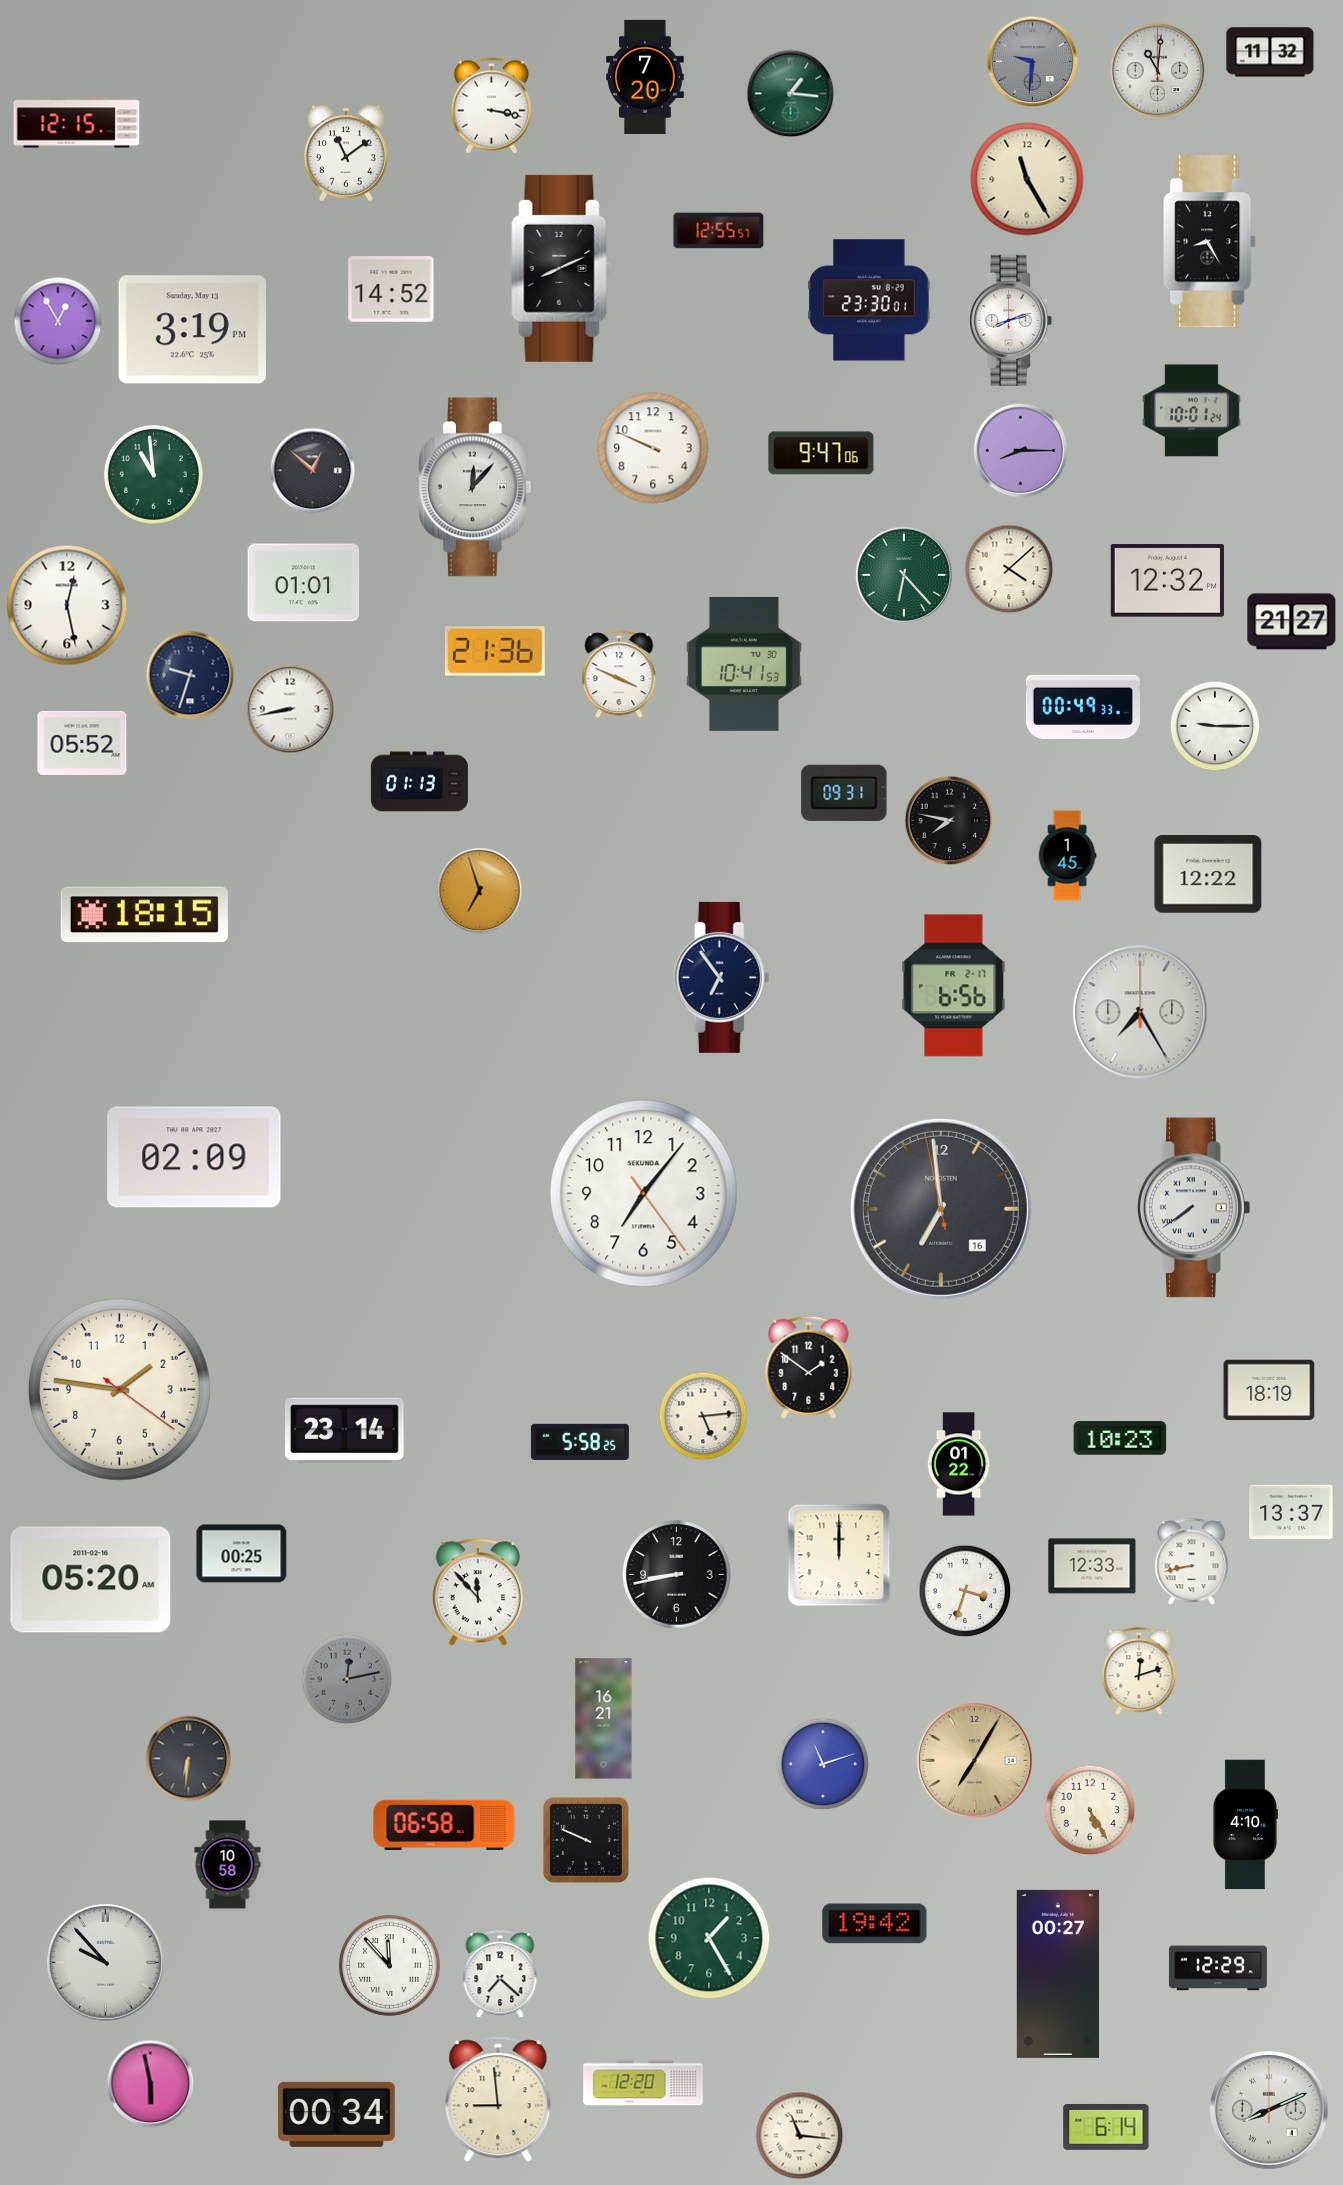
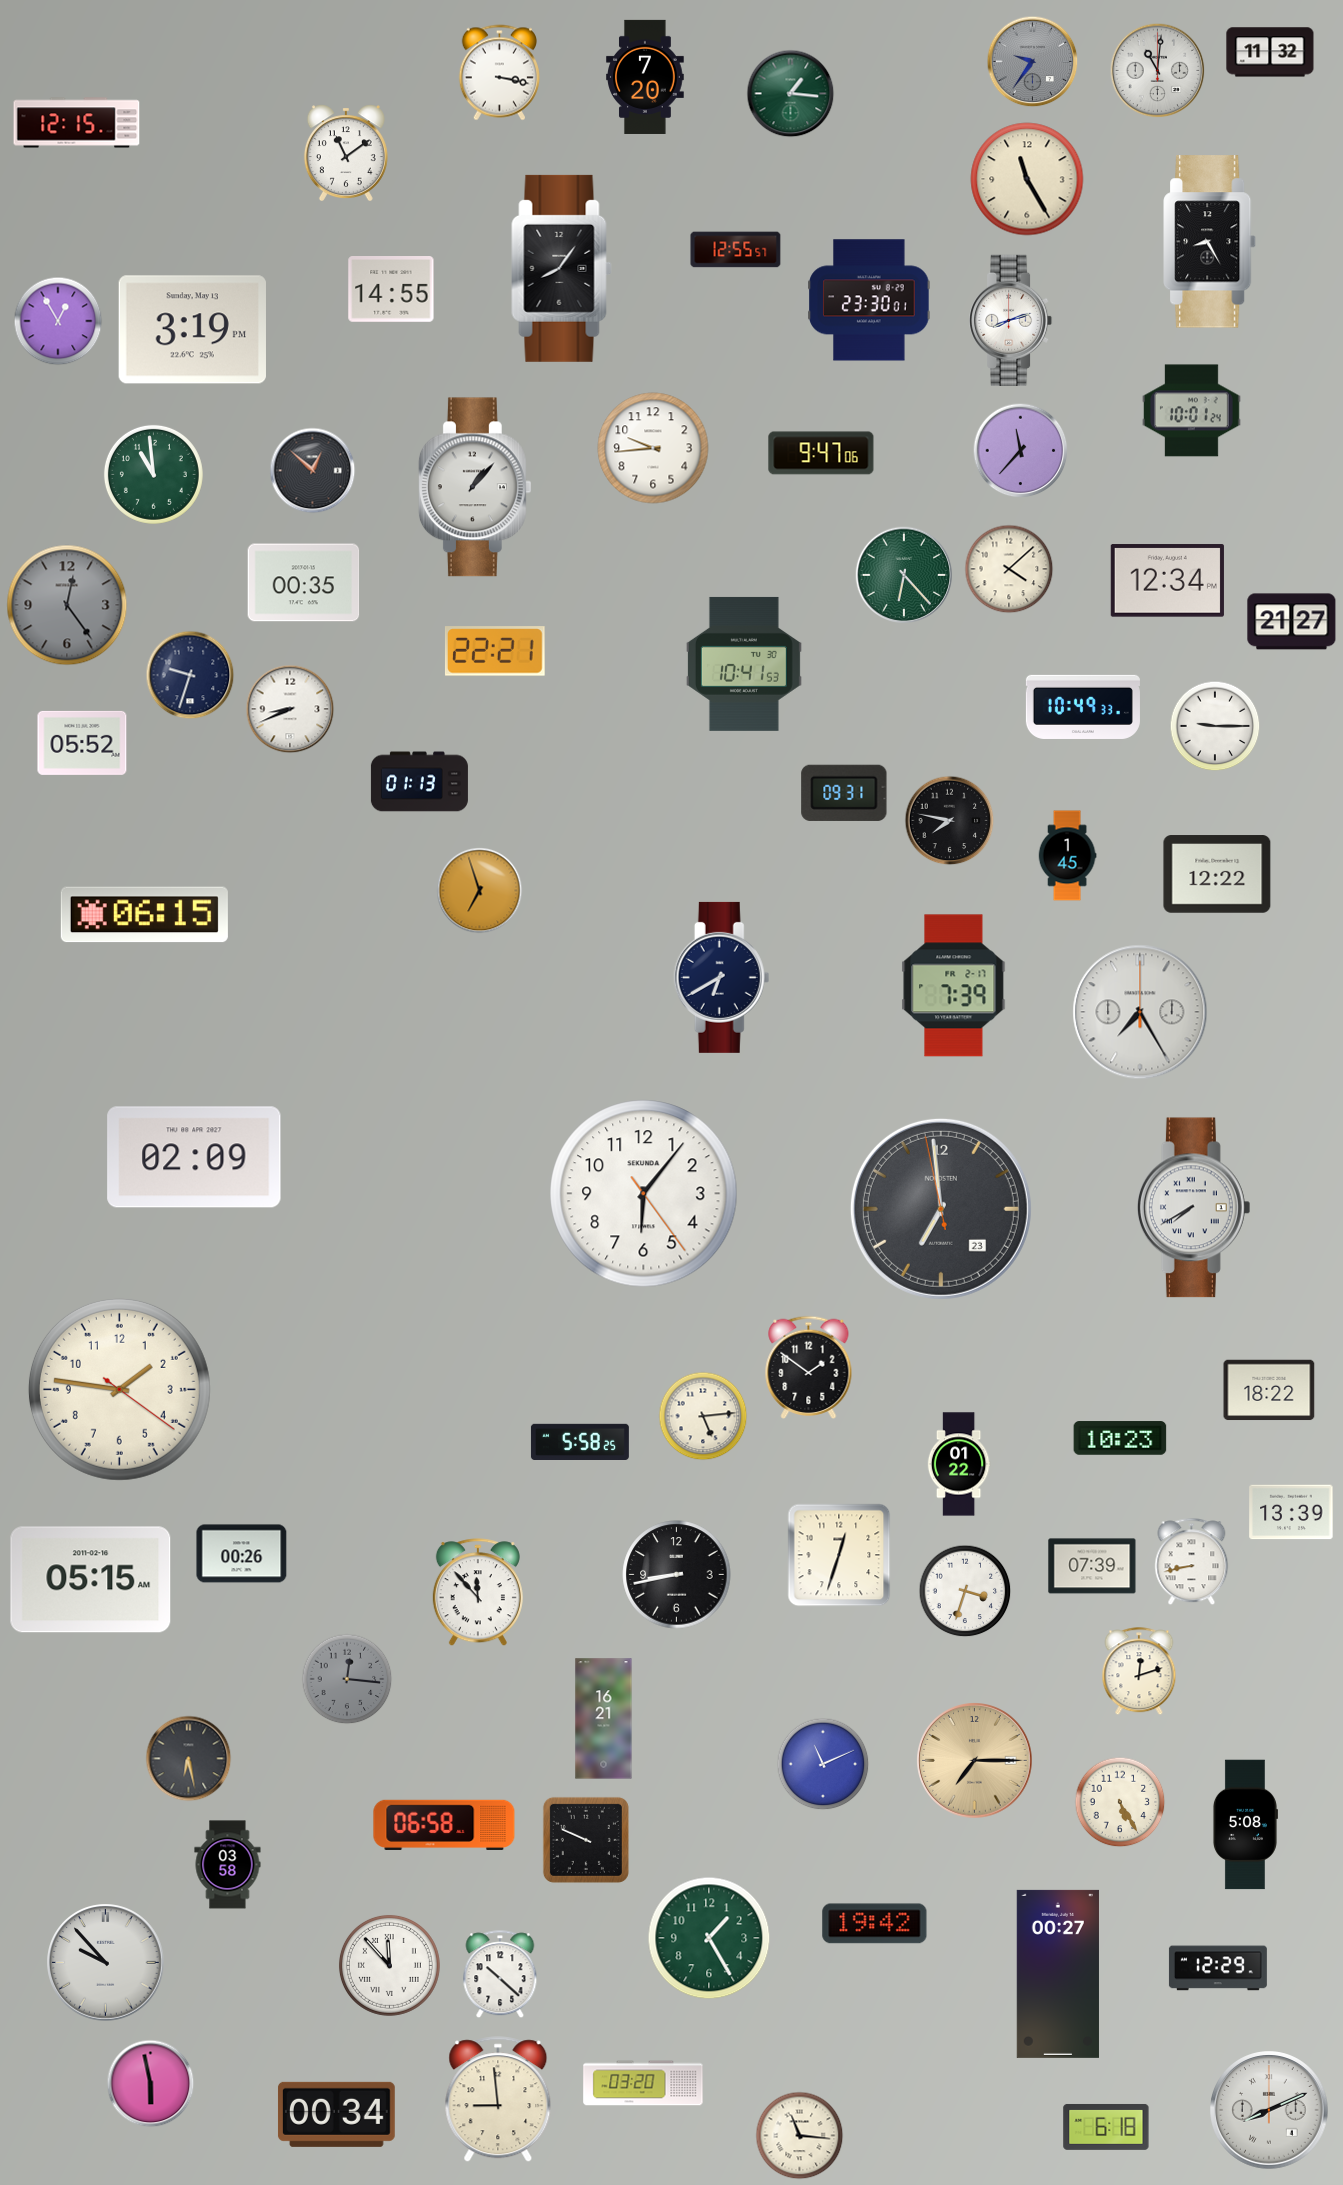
clock at (1033, 62): 9:31 -> 9:36
clock at (491, 106) position: (491, 106) -> (499, 73)
clock at (719, 231) position: (719, 231) -> (736, 250)
clock at (562, 268): 8:11 -> 8:06
clock at (391, 290): 14:52 -> 14:55
clock at (653, 448): 9:49 -> 9:44
clock at (1021, 451): 8:15 -> 11:37
clock at (475, 487): 12:07 -> 1:07
clock at (1167, 581): 12:32 -> 12:34
clock at (304, 583): 01:01 -> 00:35
clock at (67, 605): 12:28 -> 12:24
clock at (67, 605) dial: white -> grey
clock at (495, 651): 21:36 -> 22:21
clock at (619, 675): 3:49 -> none
clock at (1083, 707): 00:49 -> 10:49
clock at (290, 709): 8:43 -> 8:41
clock at (1208, 874) position: (1208, 874) -> (1217, 874)
clock at (144, 915): 18:15 -> 06:15
clock at (722, 977): 6:54 -> 6:40
clock at (954, 986): 6:56 -> 7:39
clock at (644, 1194): 7:06 -> 6:06
clock at (1193, 1208): 7:39 -> 7:40
clock at (941, 1209) date: 16 -> 23
clock at (1269, 1390): 18:19 -> 18:22
clock at (345, 1431): 23:14 -> none
clock at (1291, 1512): 13:37 -> 13:39
clock at (242, 1554): 00:25 -> 00:26
clock at (839, 1555): 12:00 -> 12:33
clock at (1092, 1566): 12:33 -> 07:39
clock at (91, 1580): 05:20 -> 05:15
clock at (347, 1679): 12:13 -> 12:16
clock at (189, 1759): 6:31 -> 6:28
clock at (975, 1761): 7:05 -> 7:15
clock at (823, 1764): 11:12 -> 11:11
clock at (1090, 1810) position: (1090, 1810) -> (1120, 1802)
clock at (1245, 1825): 4:10 -> 5:08
clock at (228, 1865): 10:58 -> 03:58
clock at (500, 1975): 7:22 -> 10:22
clock at (643, 2083): 12:20 -> 03:20
clock at (1106, 2127): 6:14 -> 6:18
